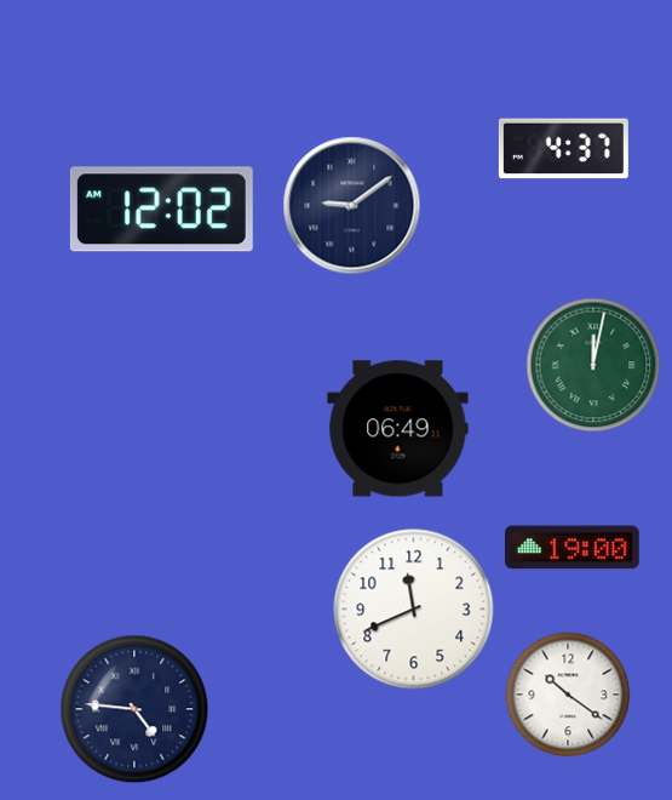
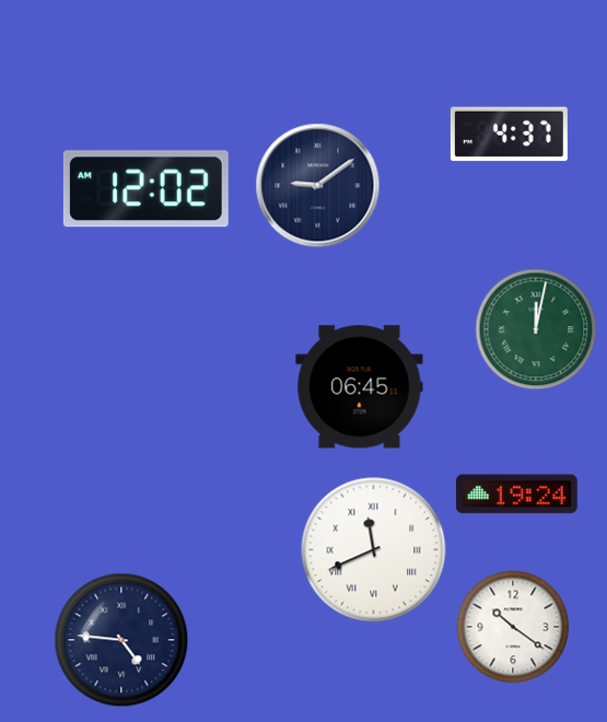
clock at (398, 429): 06:49 -> 06:45
clock at (573, 548): 19:00 -> 19:24
clock at (414, 610) numerals: Arabic -> Roman
